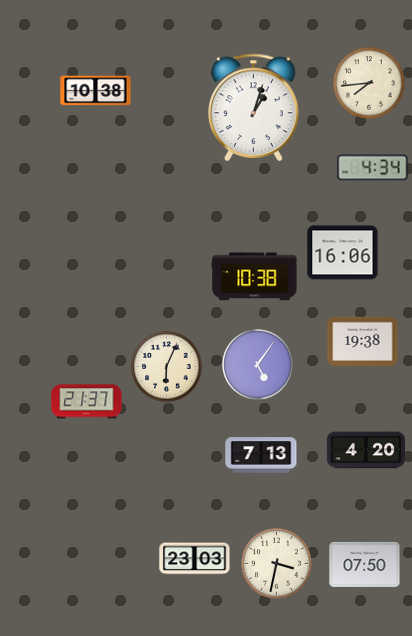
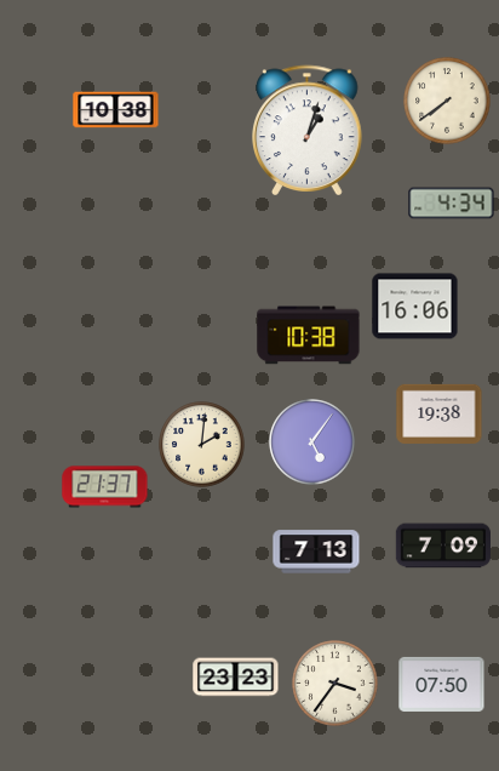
clock at (369, 83): 7:44 -> 7:39
clock at (167, 367): 6:04 -> 2:01
clock at (366, 450): 4:20 -> 7:09
clock at (195, 559): 23:03 -> 23:23
clock at (277, 564): 3:32 -> 3:36
